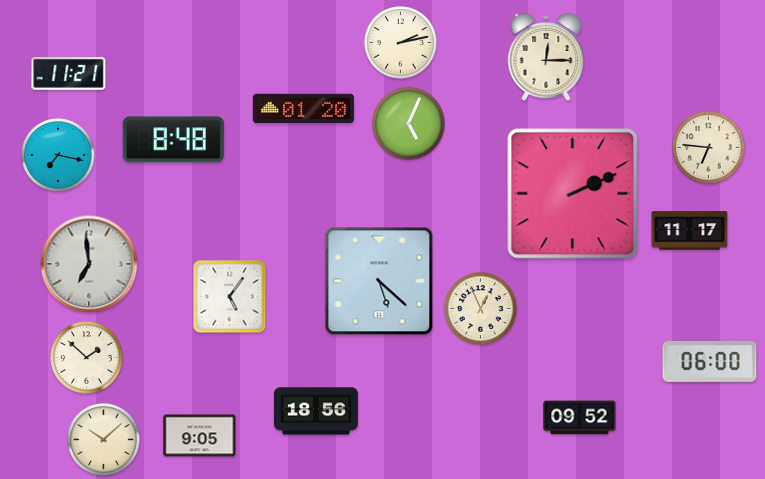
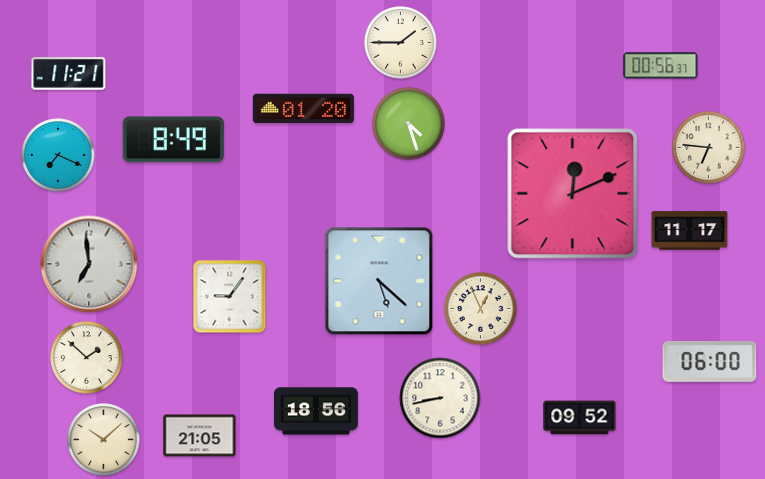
clock at (401, 43): 2:13 -> 1:45
clock at (546, 57): 12:15 -> none
clock at (661, 66): none -> 00:56
clock at (409, 124): 5:04 -> 4:27
clock at (173, 140): 8:48 -> 8:49
clock at (58, 155): 7:17 -> 7:19
clock at (573, 194): 2:11 -> 12:11
clock at (230, 297): 5:06 -> 9:06
clock at (440, 398): none -> 8:43
clock at (200, 436): 9:05 -> 21:05
